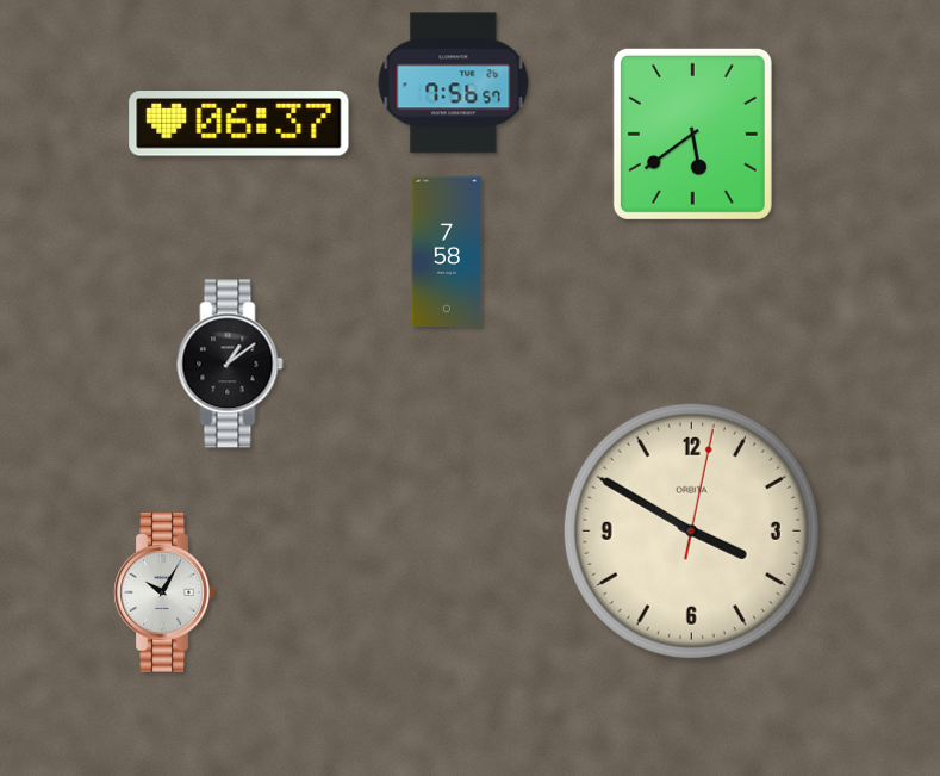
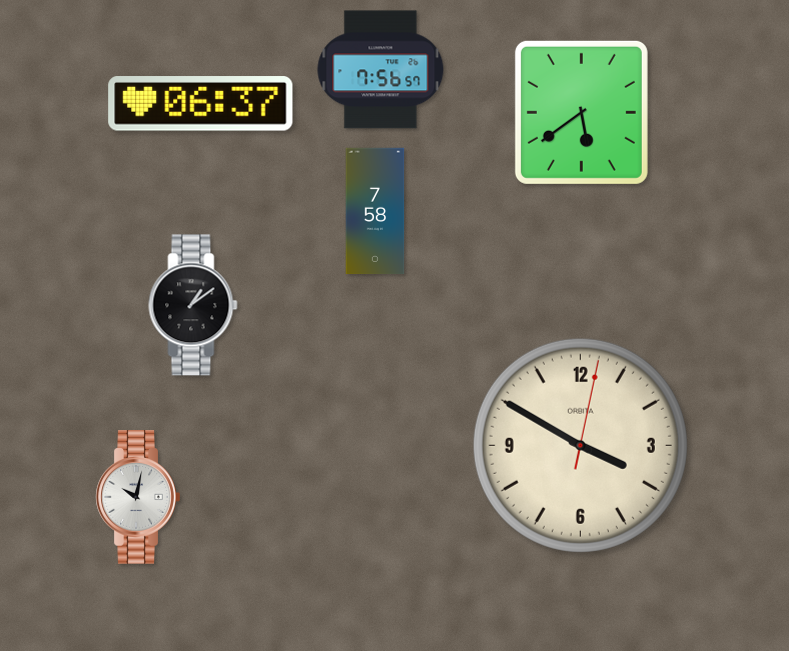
clock at (164, 592): 10:05 -> 10:02
